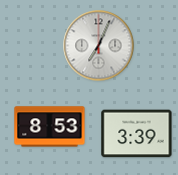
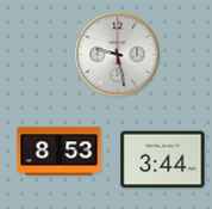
clock at (99, 46): 7:04 -> 9:28
clock at (137, 134): 3:39 -> 3:44
